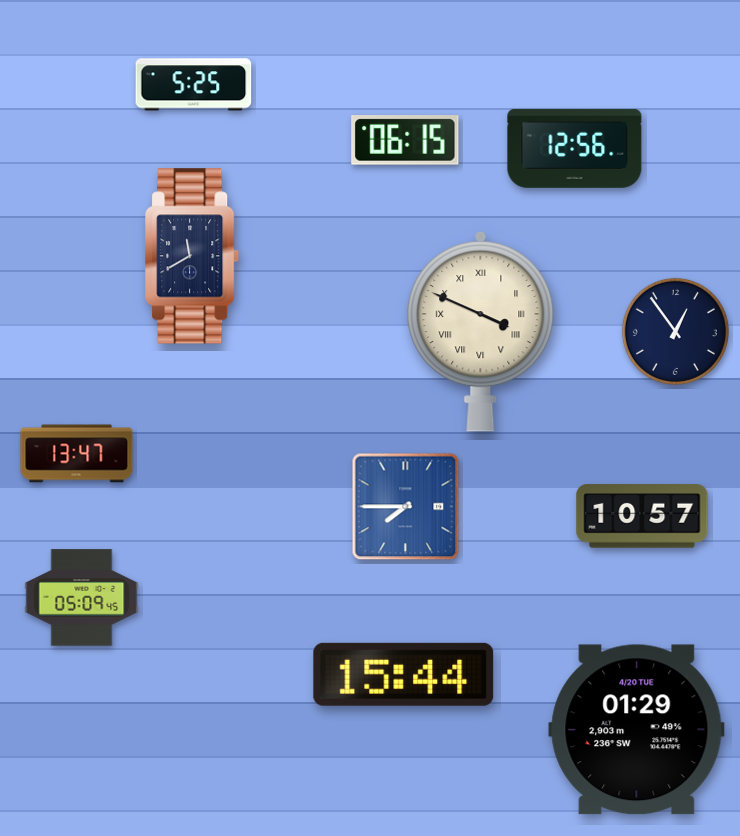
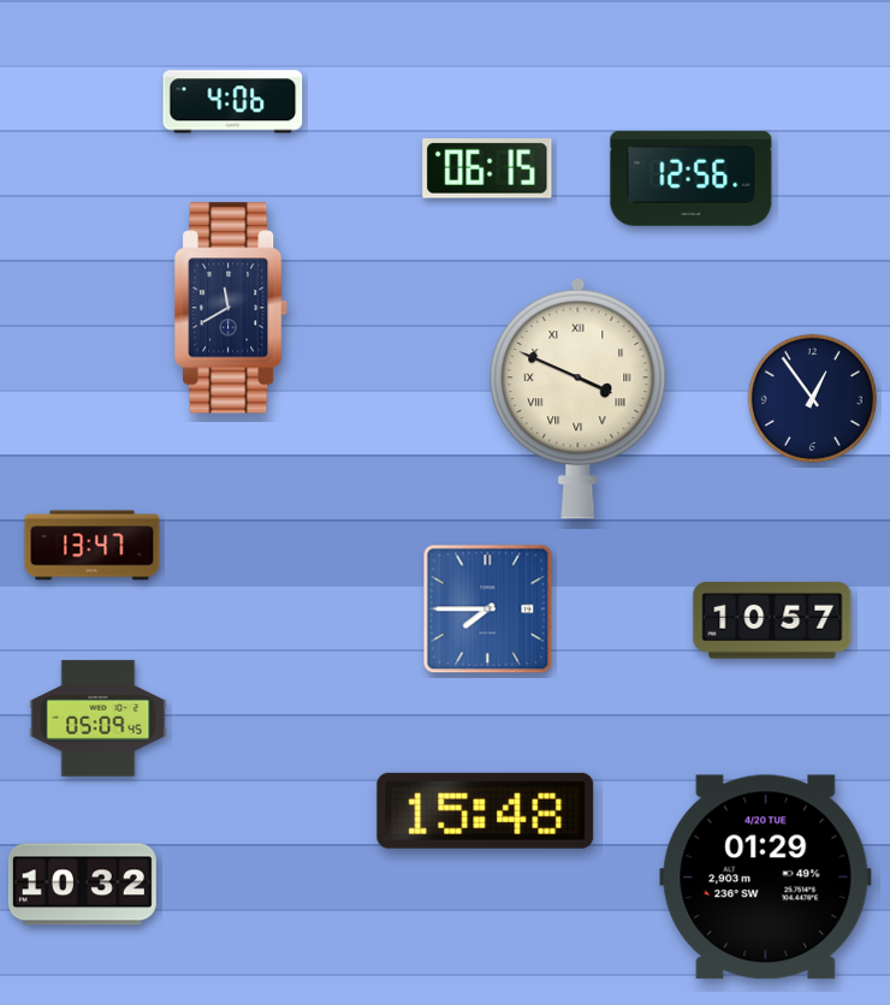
clock at (194, 85): 5:25 -> 4:06
clock at (404, 674): 15:44 -> 15:48
clock at (82, 885): none -> 10:32
